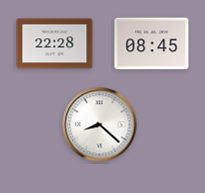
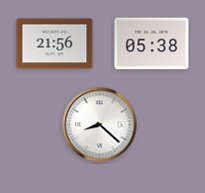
clock at (55, 44): 22:28 -> 21:56
clock at (152, 44): 08:45 -> 05:38
